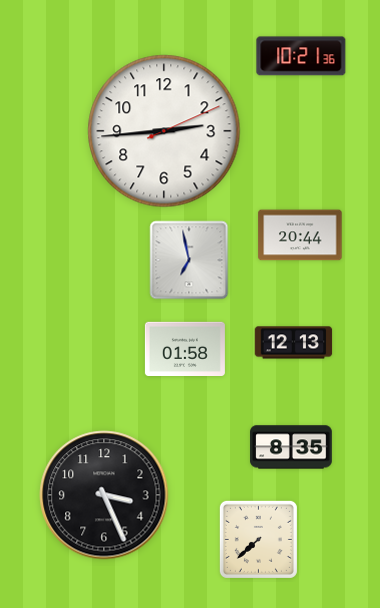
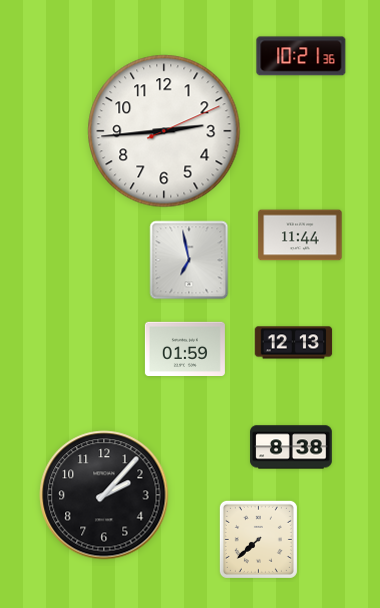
clock at (300, 235): 20:44 -> 11:44
clock at (185, 348): 01:58 -> 01:59
clock at (291, 447): 8:35 -> 8:38
clock at (104, 495): 3:26 -> 2:07
